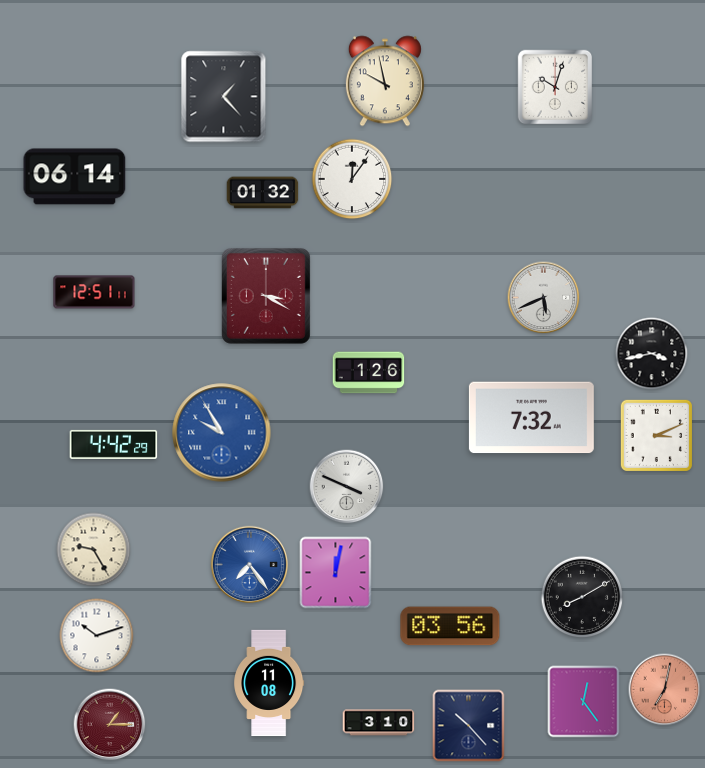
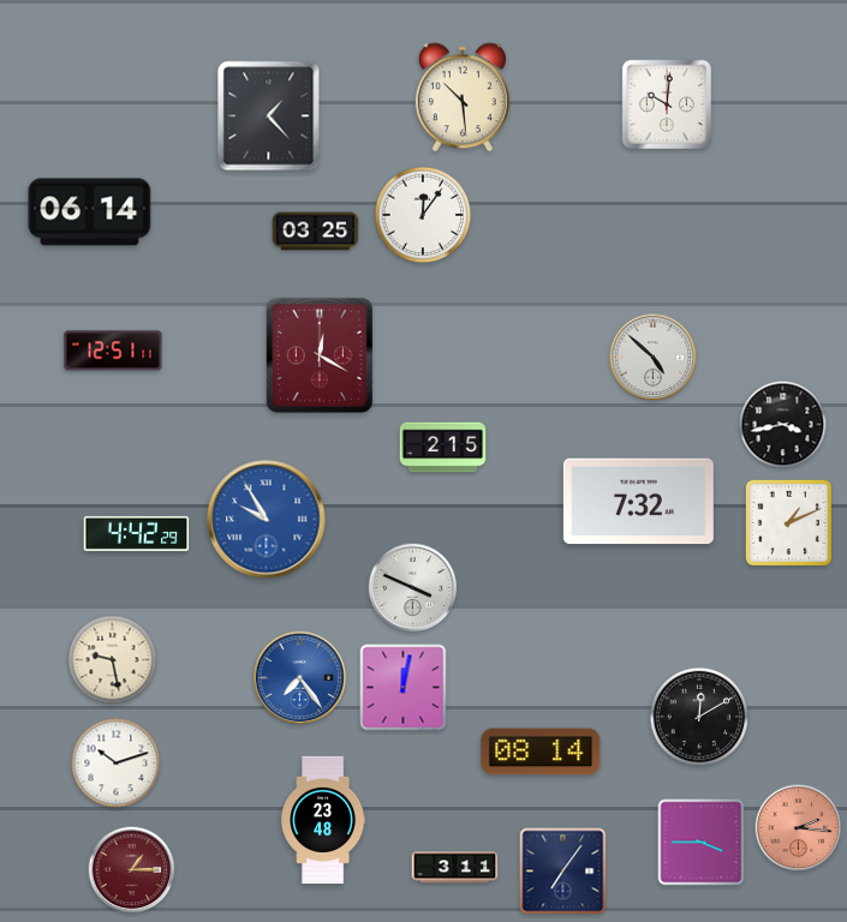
clock at (385, 81): 9:58 -> 10:29
clock at (555, 87): 10:03 -> 10:01
clock at (263, 193): 01:32 -> 03:25
clock at (266, 296): 3:20 -> 12:20
clock at (544, 298): 5:41 -> 4:52
clock at (369, 373): 1:26 -> 2:15
clock at (656, 435): 3:11 -> 1:11
clock at (347, 487) position: (347, 487) -> (413, 588)
clock at (94, 550): 9:25 -> 9:28
clock at (582, 597): 8:10 -> 12:10
clock at (450, 626): 03:56 -> 08:14
clock at (269, 683): 11:08 -> 23:48
clock at (665, 690): 7:02 -> 2:16
clock at (584, 702): 12:24 -> 3:45
clock at (379, 723): 3:10 -> 3:11
clock at (469, 726): 10:23 -> 7:06
